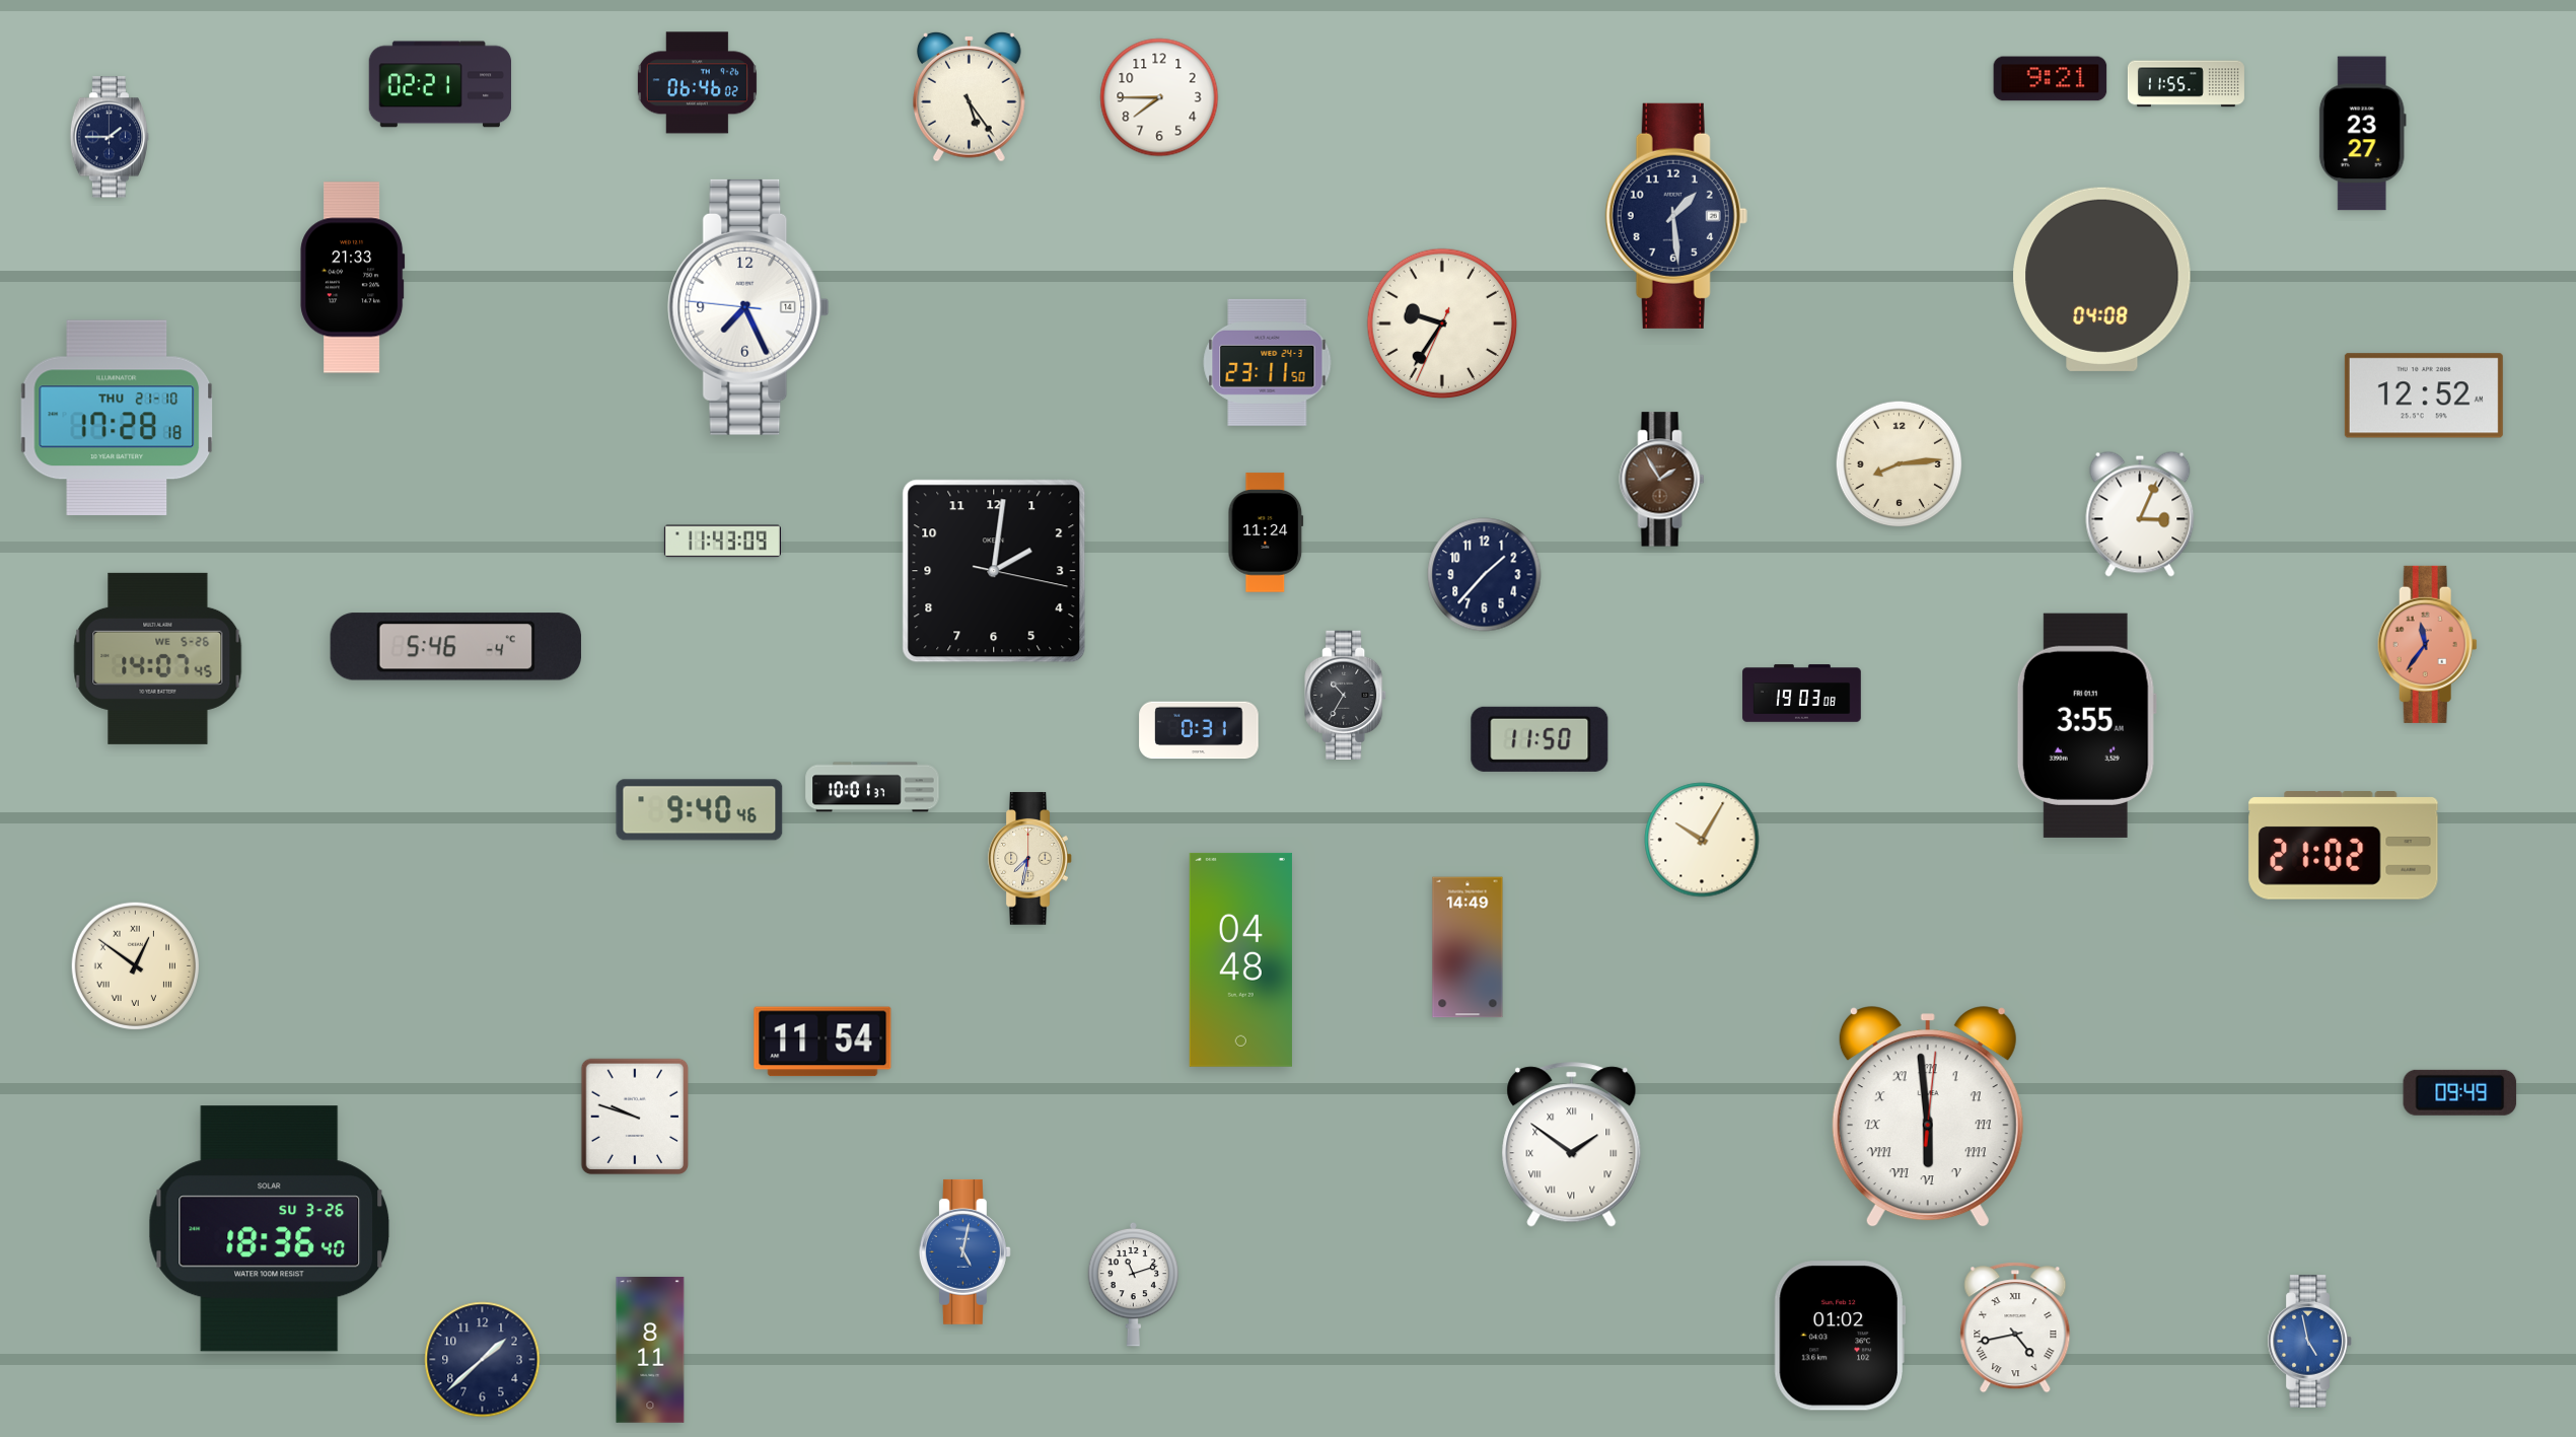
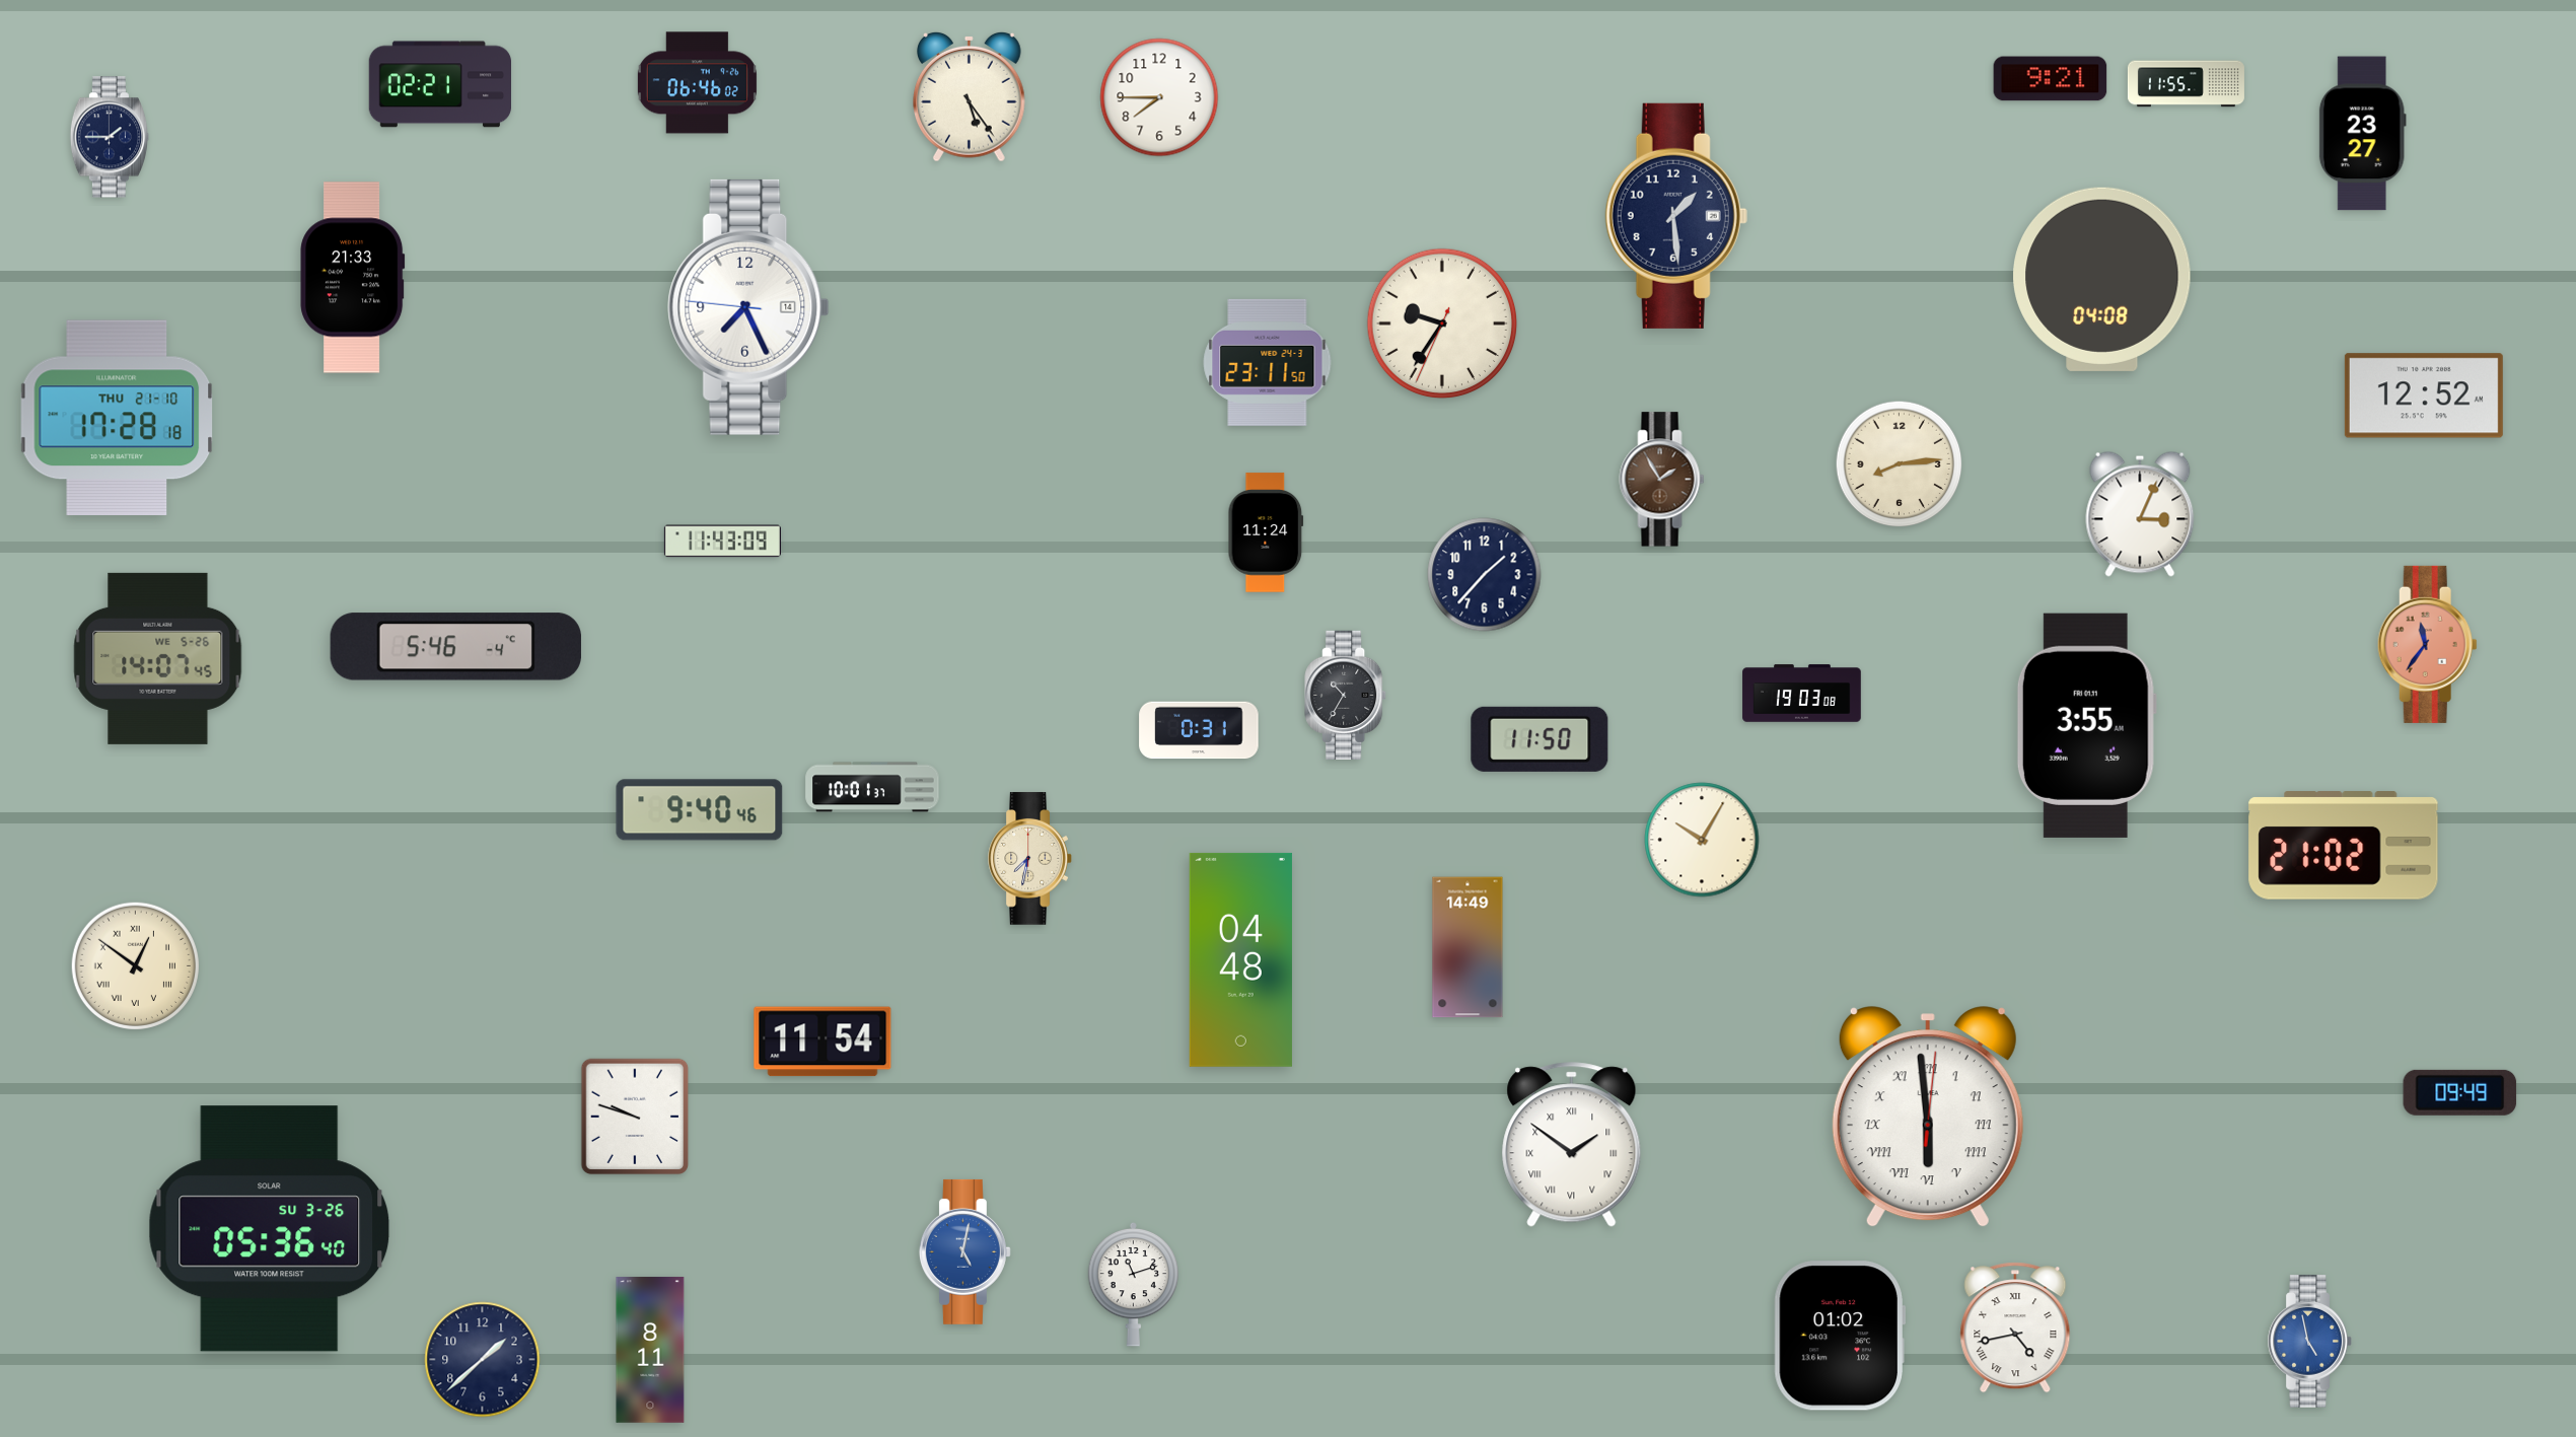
clock at (994, 571): 2:01 -> none
clock at (270, 1229): 18:36 -> 05:36
